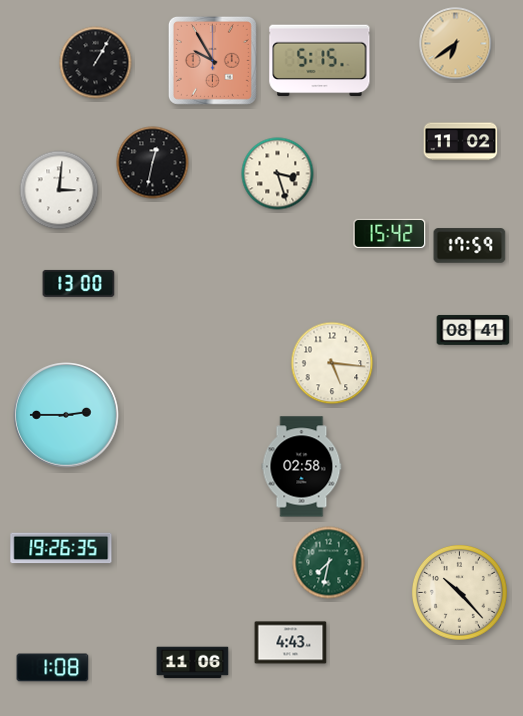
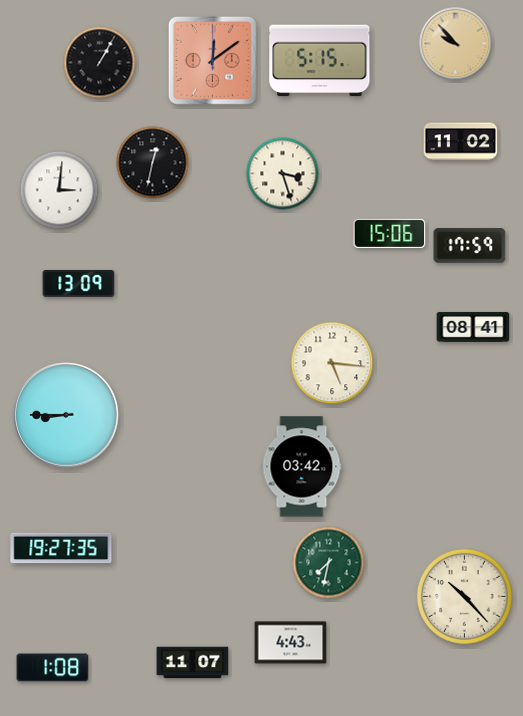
clock at (456, 44): 6:39 -> 9:53
clock at (212, 60): 9:55 -> 12:09
clock at (96, 63) position: (96, 63) -> (100, 63)
clock at (278, 174) position: (278, 174) -> (283, 174)
clock at (390, 233): 15:42 -> 15:06
clock at (79, 283): 13:00 -> 13:09
clock at (473, 330) position: (473, 330) -> (473, 327)
clock at (66, 415): 2:45 -> 8:45
clock at (302, 467): 02:58 -> 03:42
clock at (61, 548): 19:26 -> 19:27
clock at (459, 592) position: (459, 592) -> (464, 596)
clock at (193, 663): 11:06 -> 11:07
